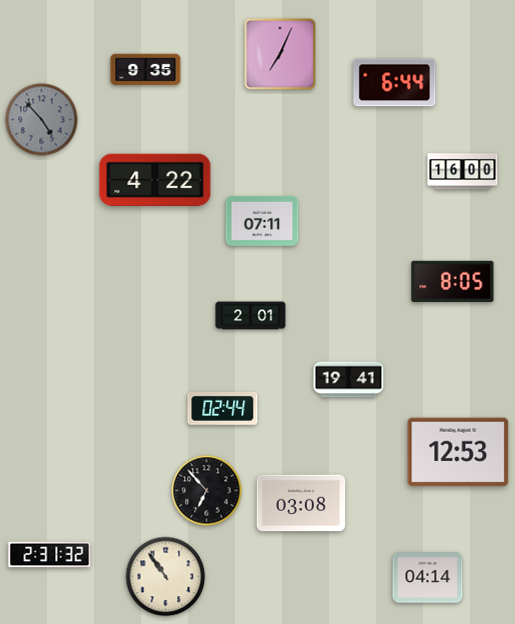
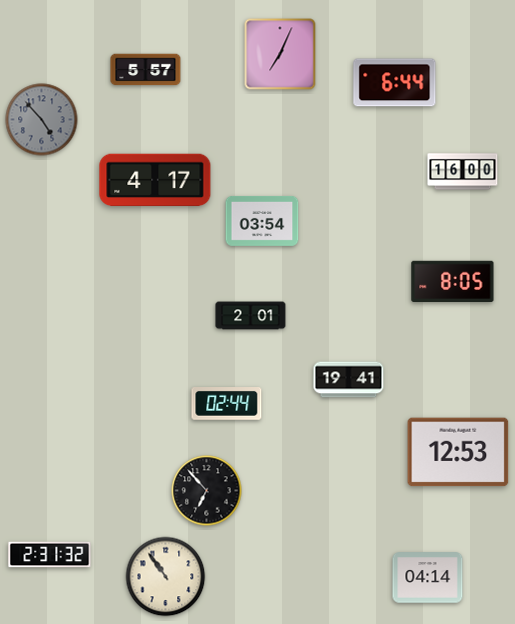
clock at (146, 70): 9:35 -> 5:57
clock at (155, 180): 4:22 -> 4:17
clock at (262, 221): 07:11 -> 03:54
clock at (223, 409) position: (223, 409) -> (227, 404)
clock at (301, 503): 03:08 -> none
